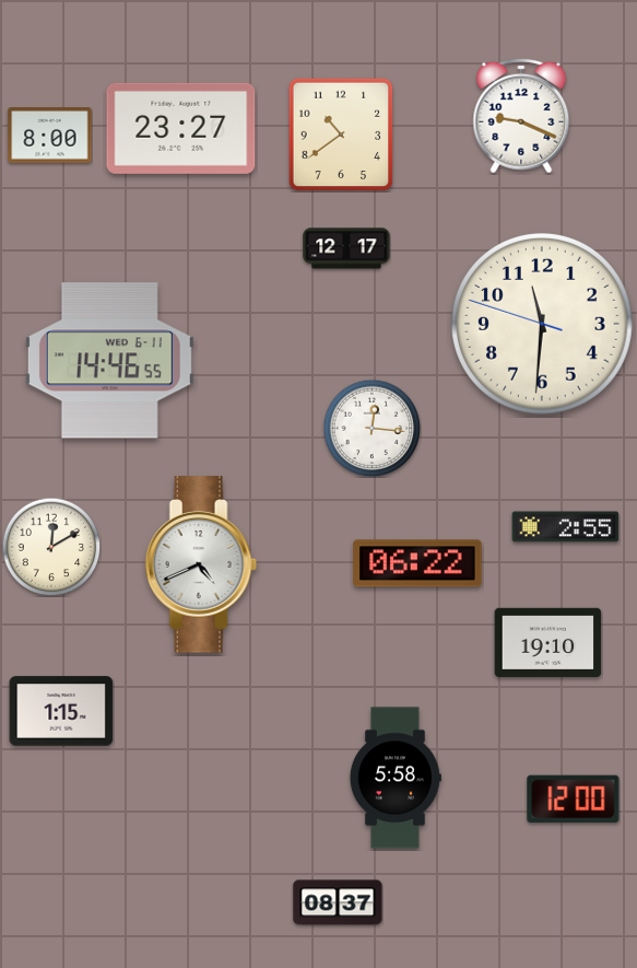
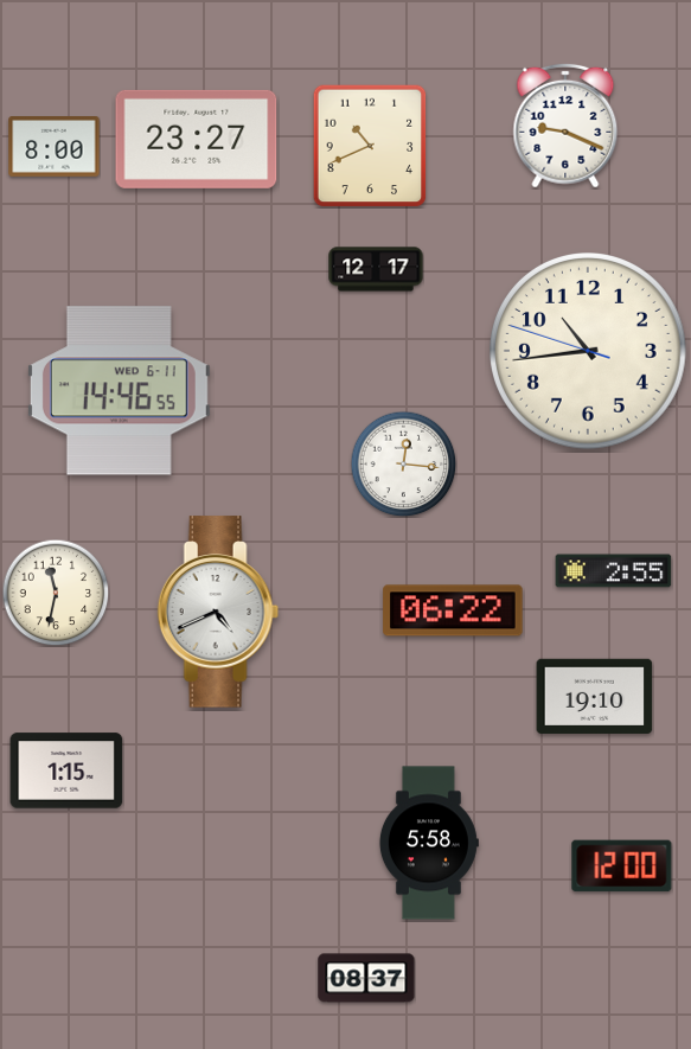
clock at (341, 135): 10:39 -> 10:41
clock at (543, 325): 11:30 -> 10:43
clock at (51, 547): 12:10 -> 11:32
